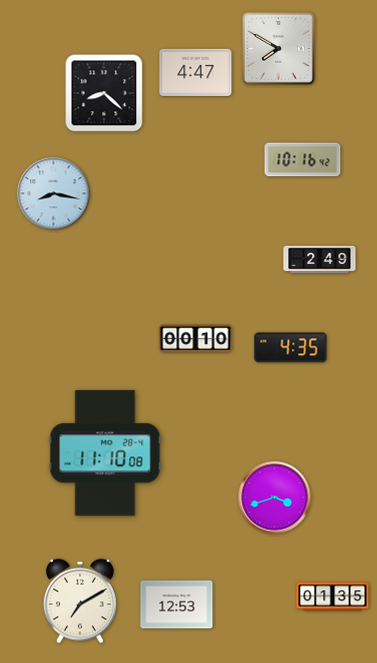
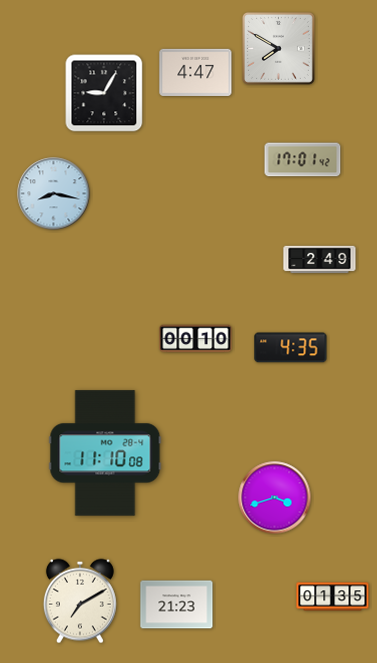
clock at (104, 93): 8:22 -> 9:05
clock at (303, 160): 10:16 -> 17:01
clock at (177, 605): 12:53 -> 21:23
